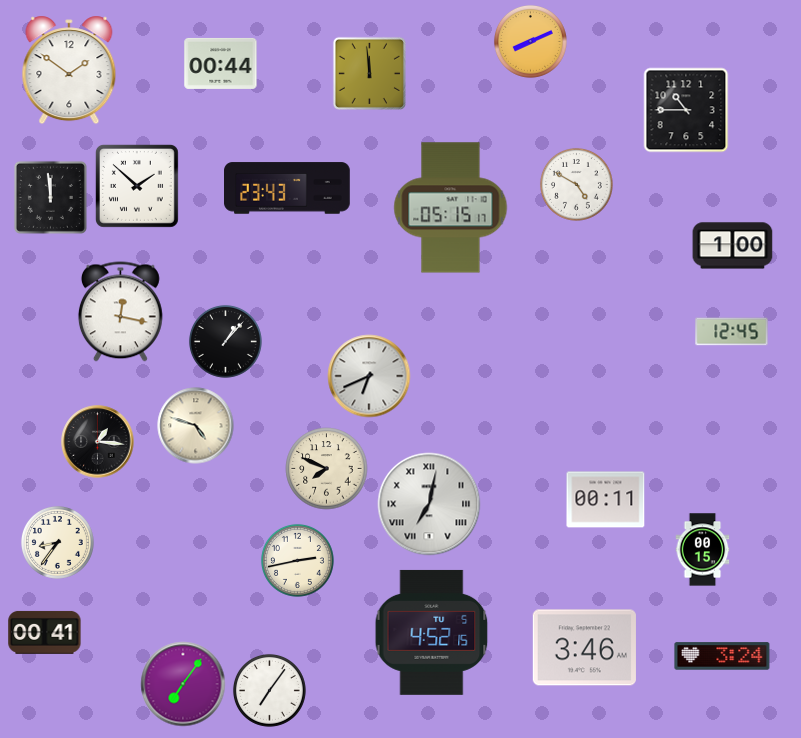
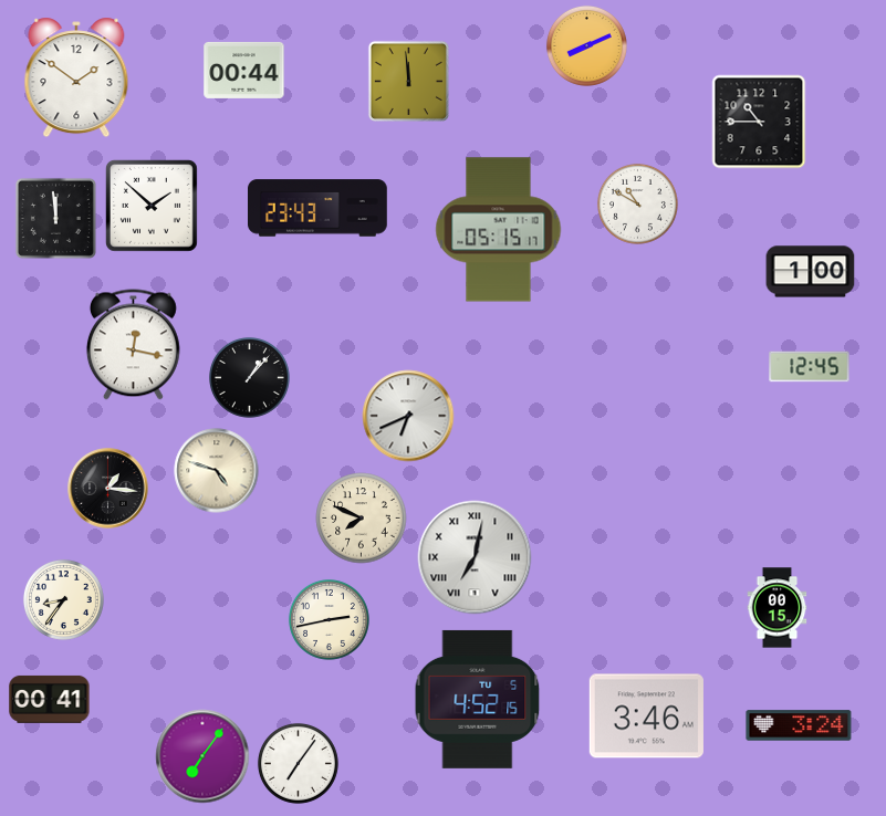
clock at (576, 184): 4:50 -> 10:50
clock at (606, 500): 00:11 -> none
